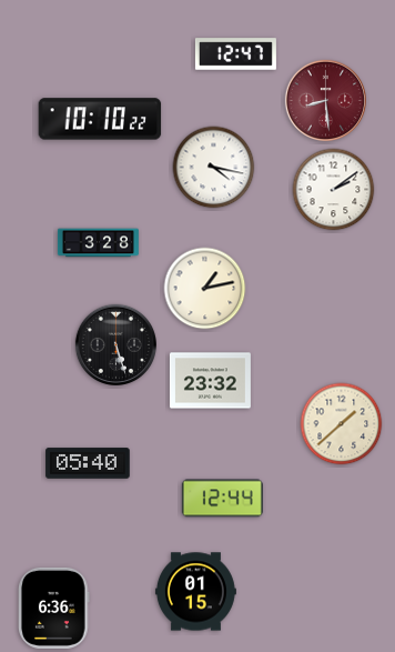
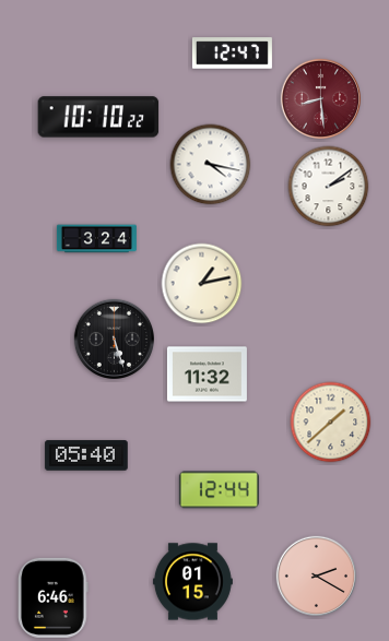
clock at (98, 243): 3:28 -> 3:24
clock at (210, 381): 23:32 -> 11:32
clock at (342, 424) position: (342, 424) -> (331, 423)
clock at (316, 575): none -> 2:20
clock at (54, 608): 6:36 -> 6:46
